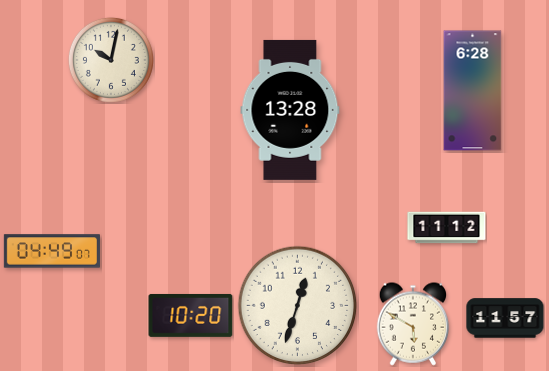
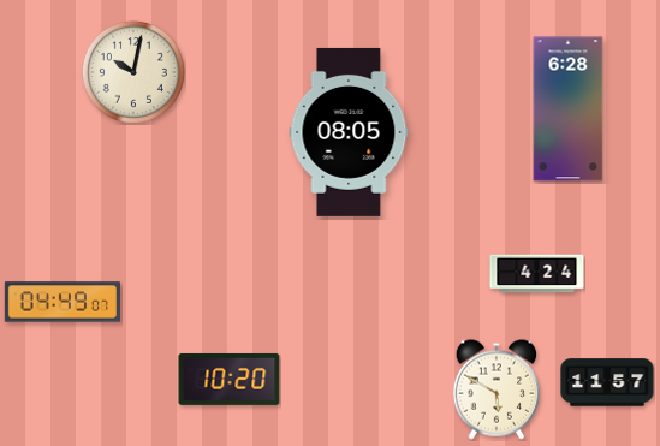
clock at (290, 110): 13:28 -> 08:05
clock at (447, 228): 11:12 -> 4:24
clock at (298, 306): 12:33 -> none
